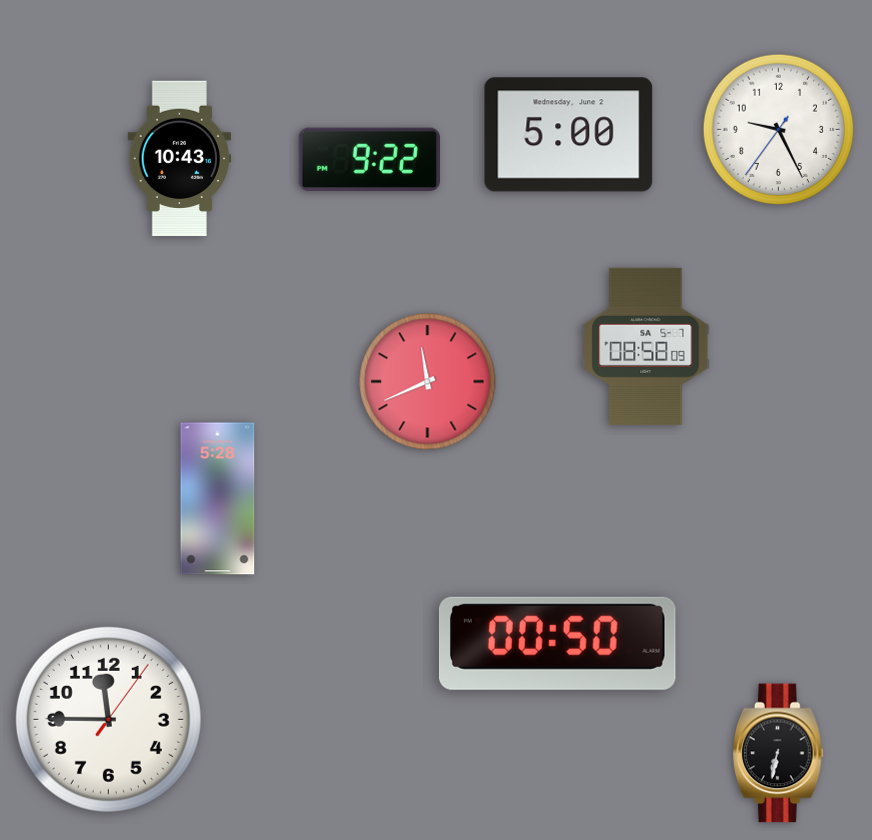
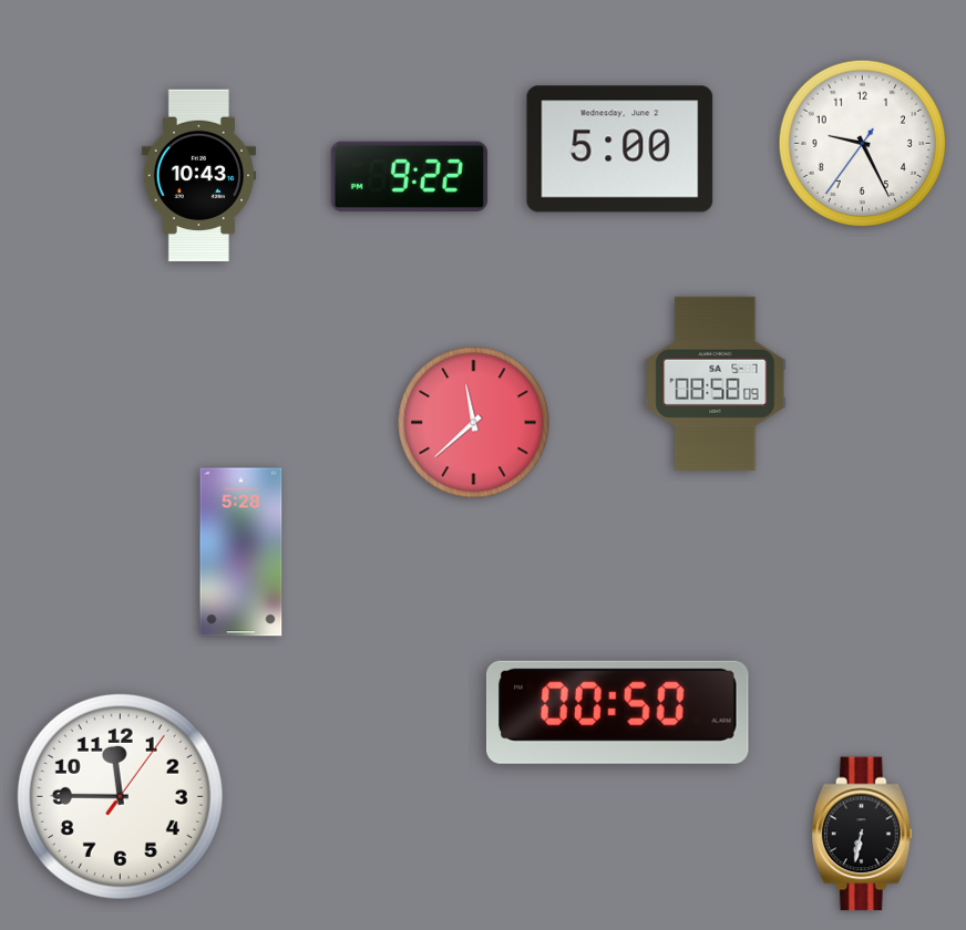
clock at (569, 135) position: (569, 135) -> (620, 149)
clock at (428, 382): 11:41 -> 11:38
